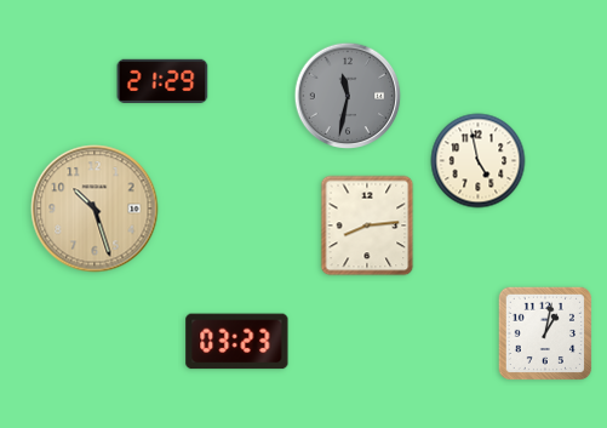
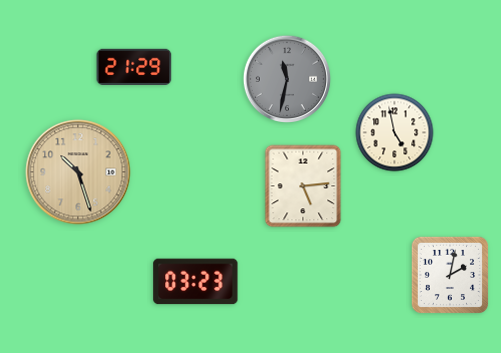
clock at (367, 226): 8:14 -> 5:14
clock at (545, 333): 1:02 -> 2:02
